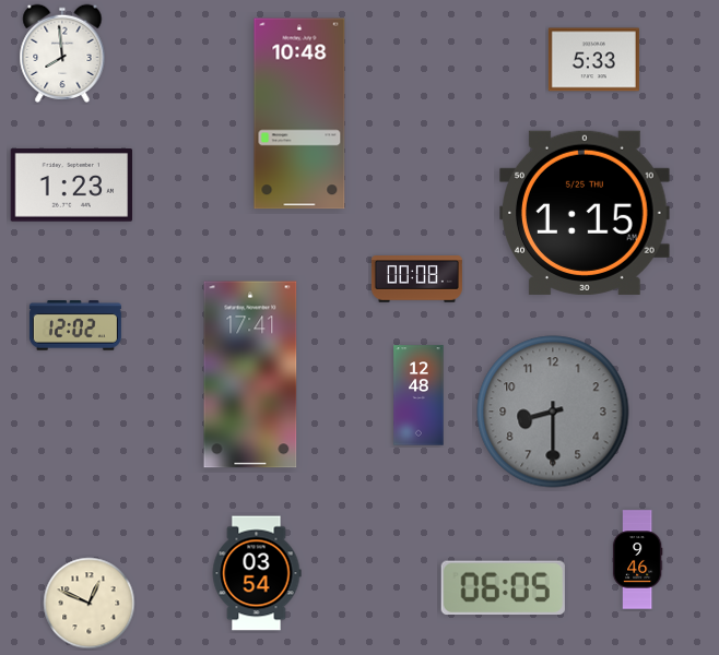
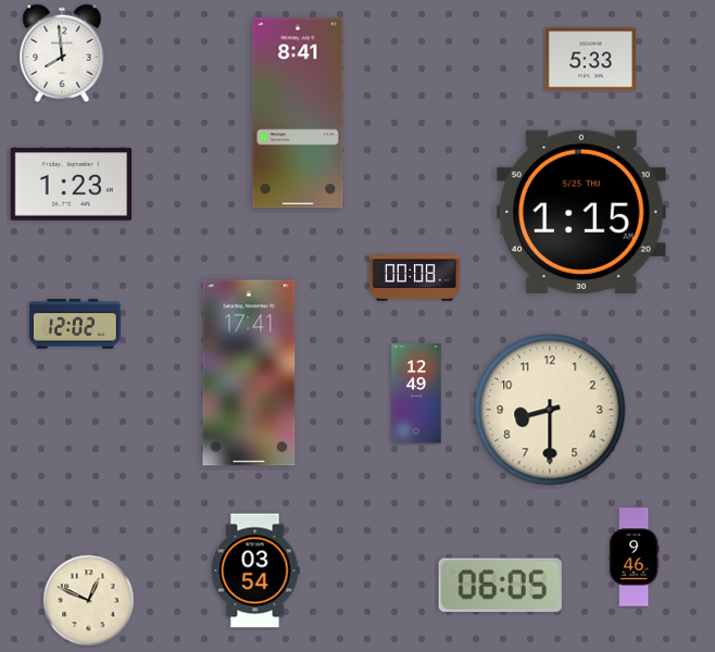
clock at (299, 114): 10:48 -> 8:41
clock at (419, 395): 12:48 -> 12:49
clock at (553, 412) dial: grey -> cream
